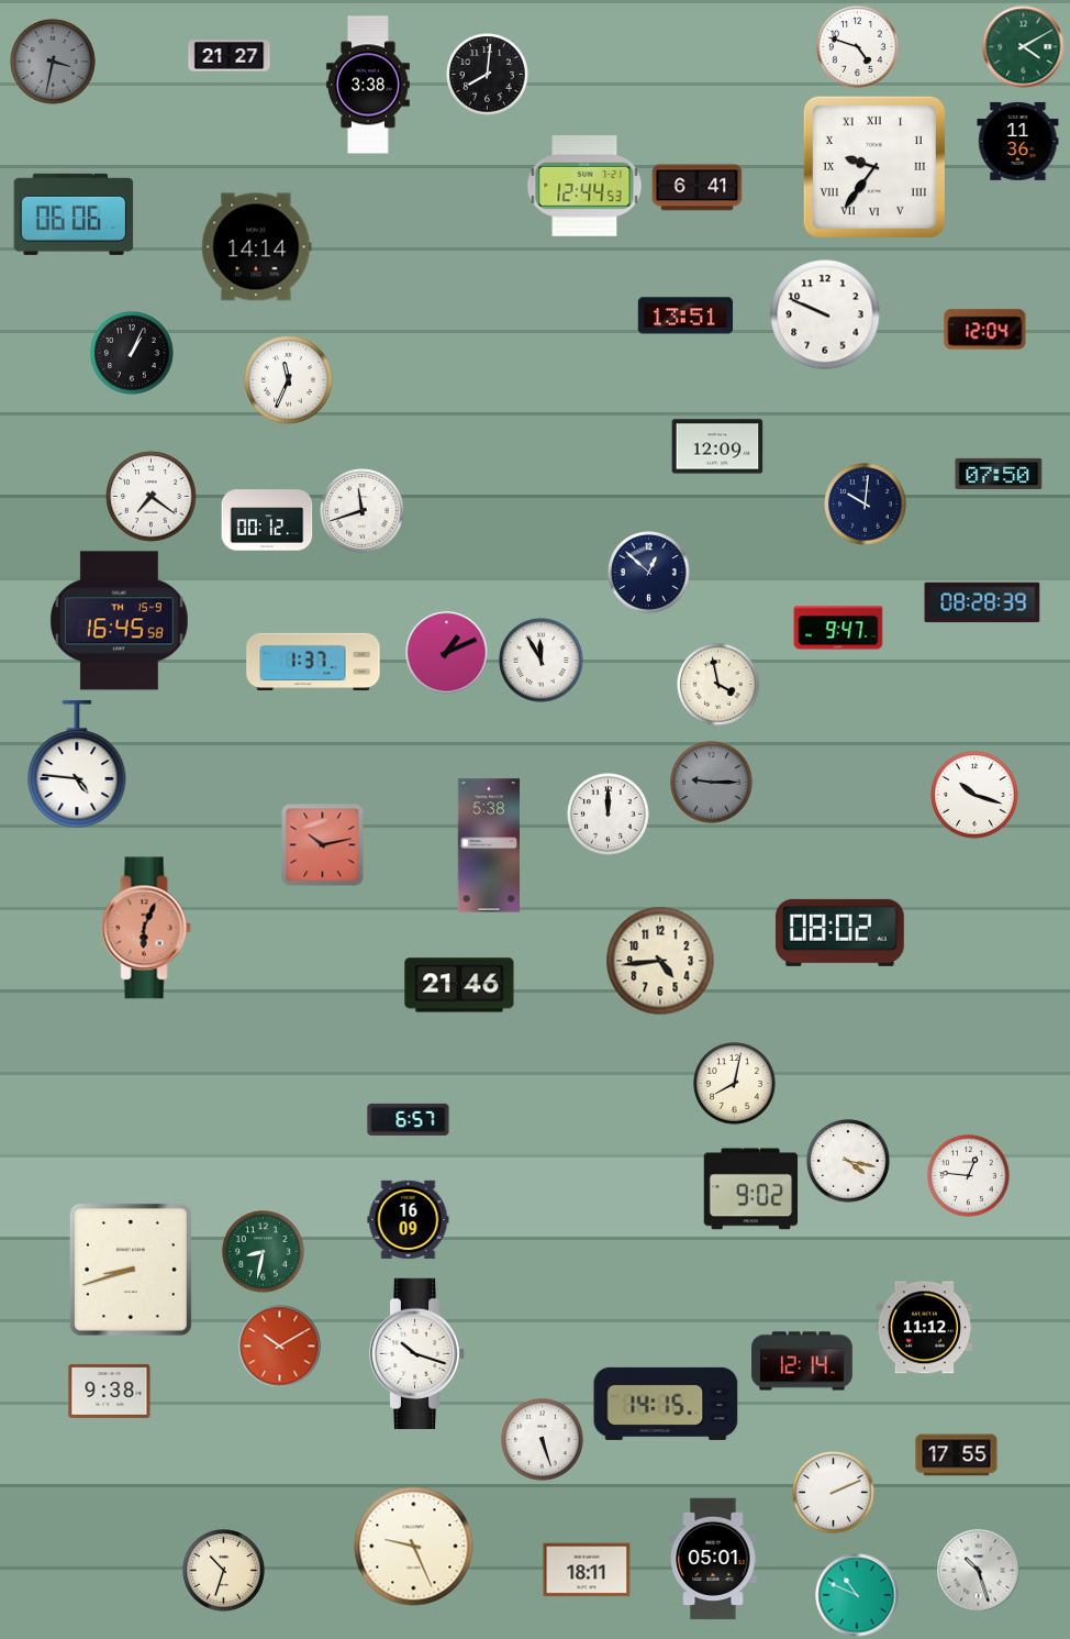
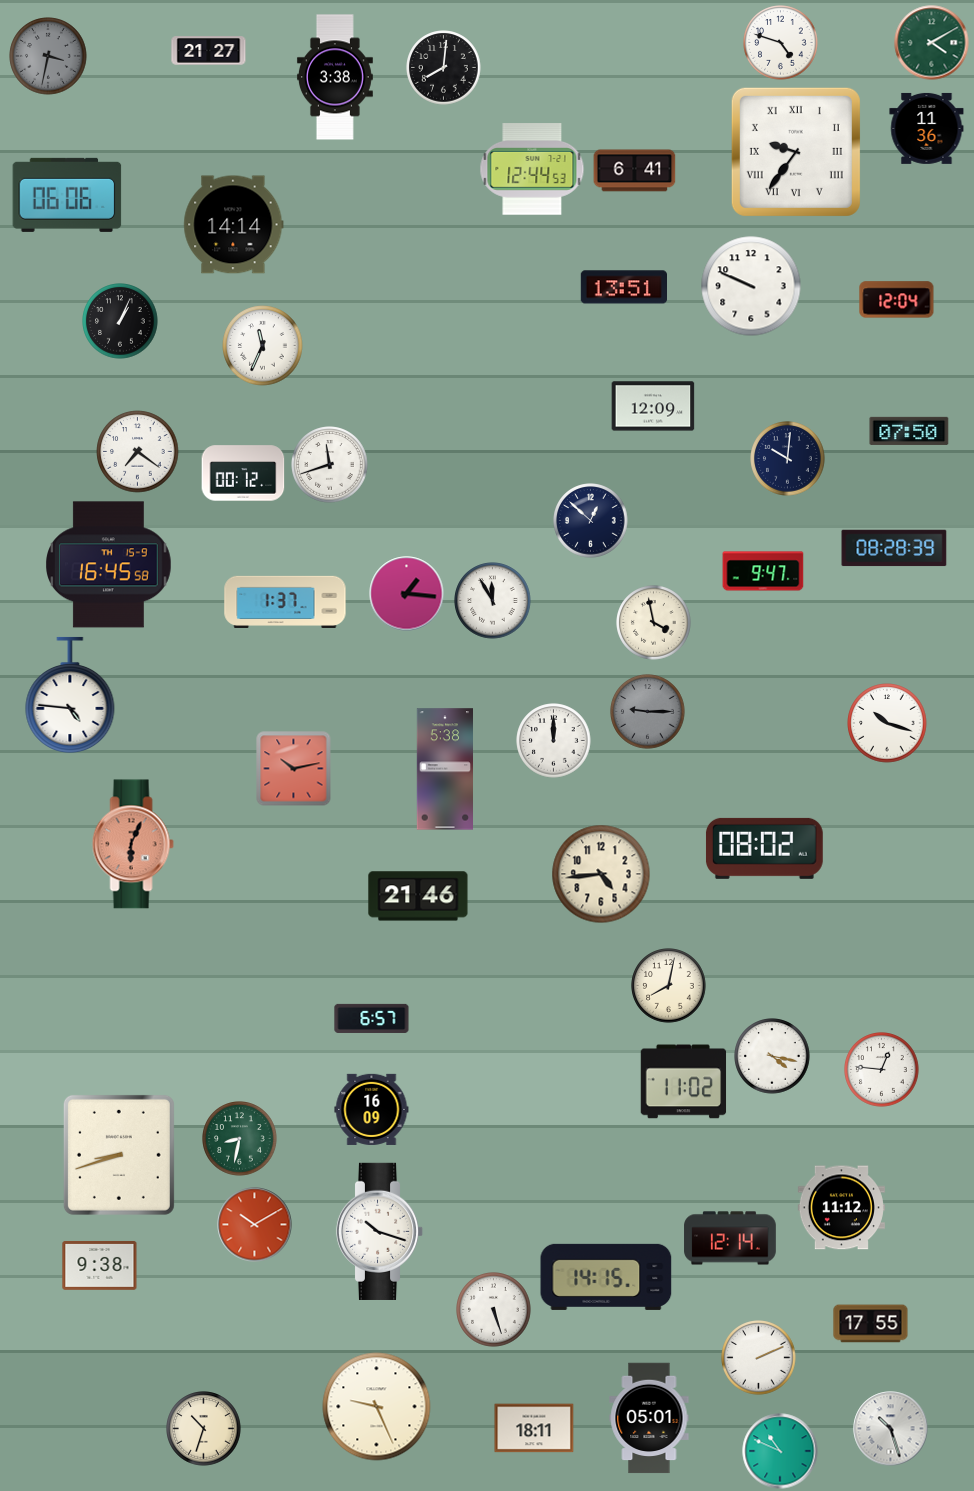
clock at (447, 653): 1:11 -> 1:16
clock at (751, 1189): 9:02 -> 11:02
